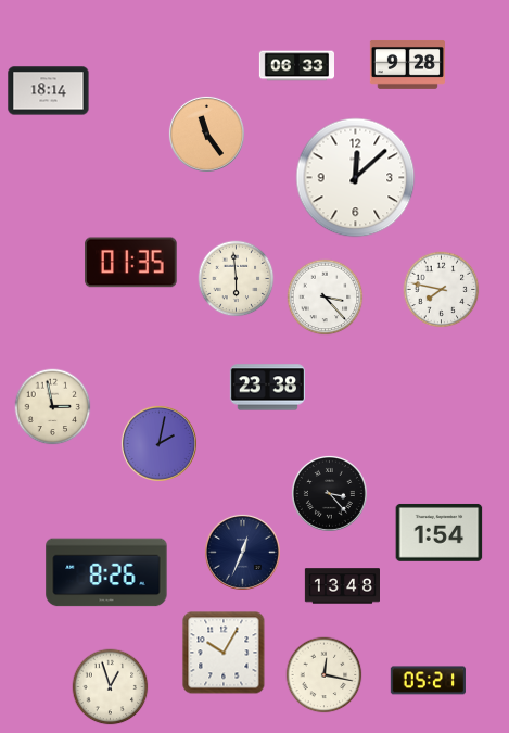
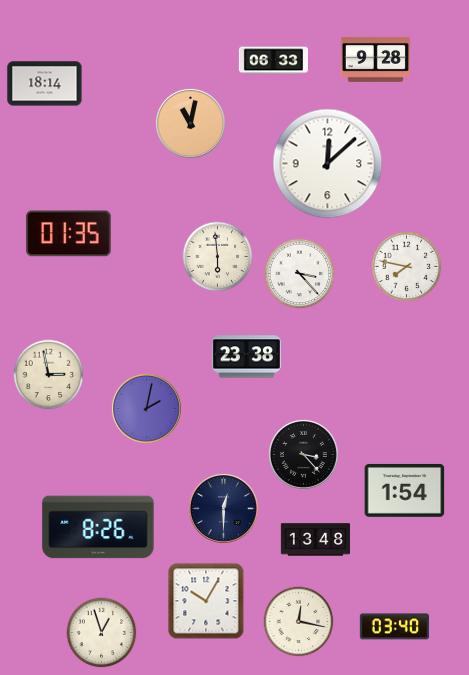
clock at (206, 134): 11:24 -> 11:02
clock at (131, 263) position: (131, 263) -> (69, 234)
clock at (242, 552): 12:34 -> 12:30
clock at (428, 681): 05:21 -> 03:40
